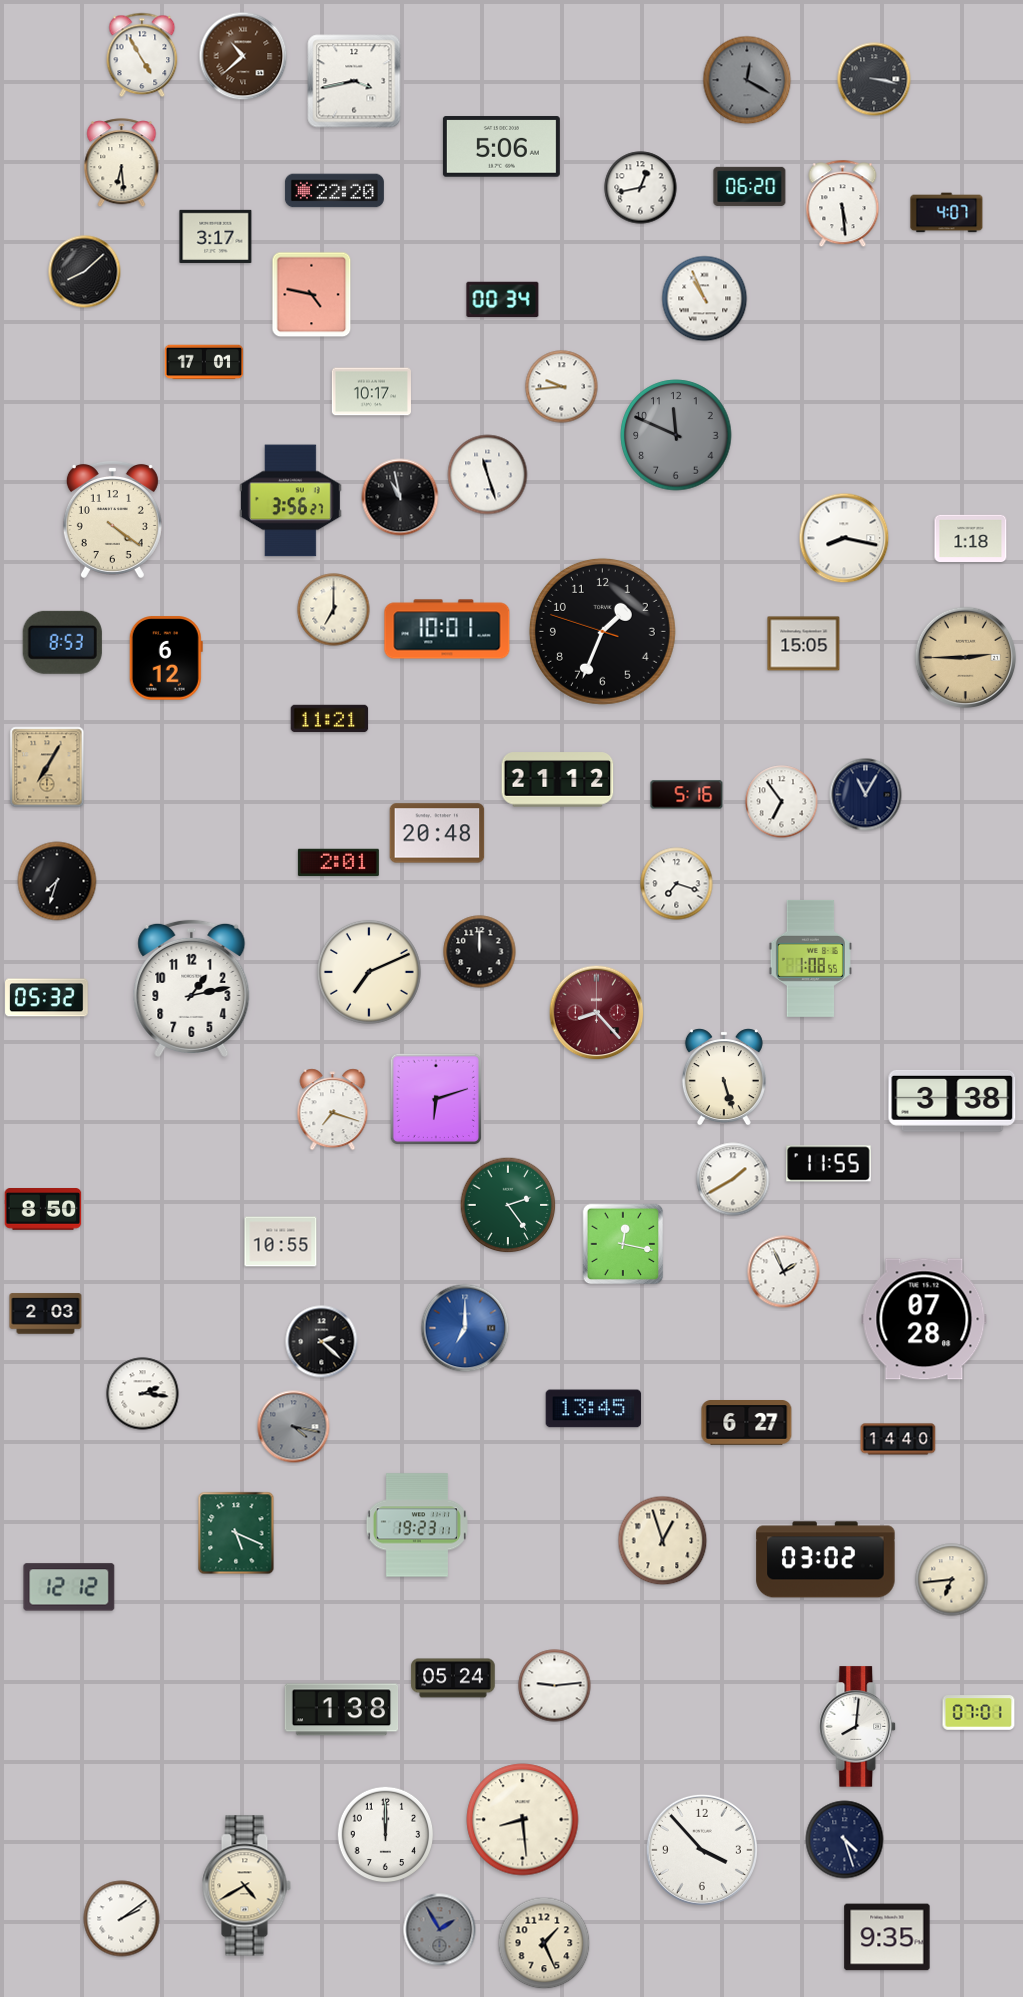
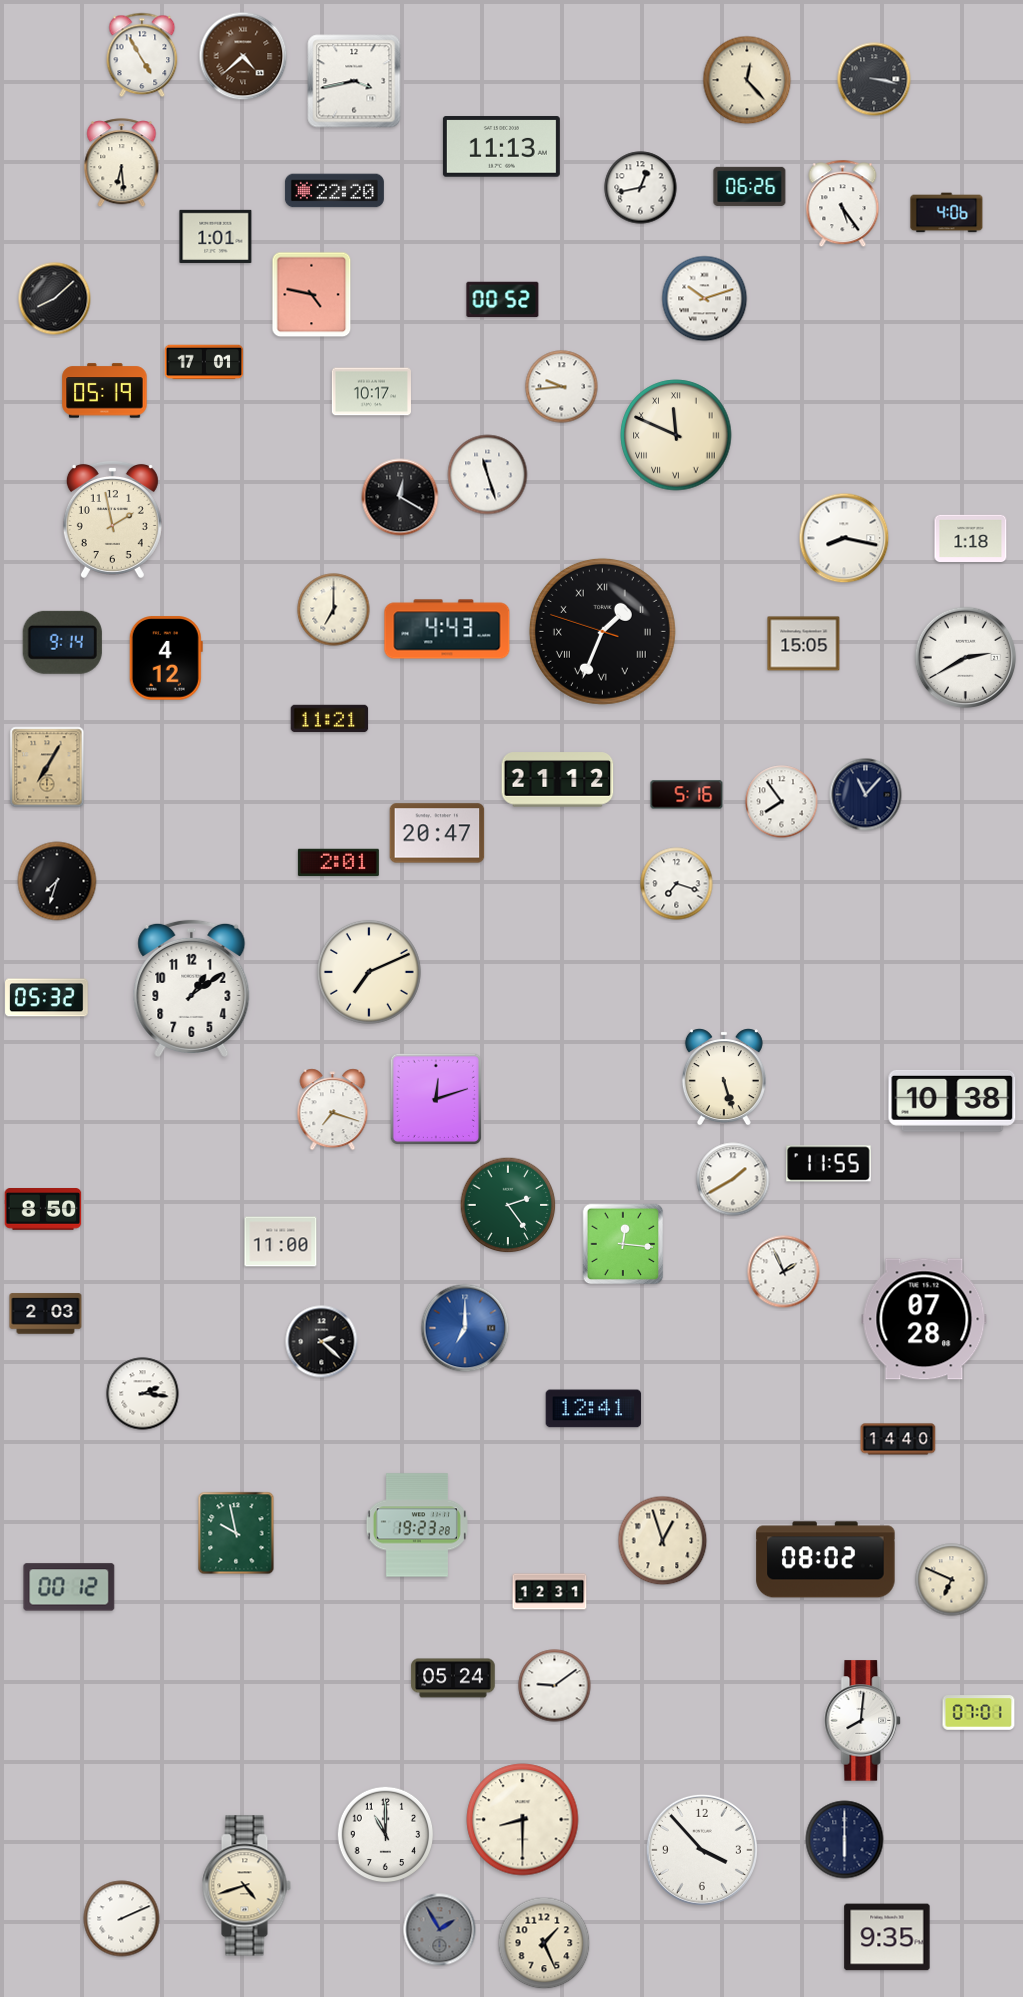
clock at (243, 56): 10:38 -> 4:38
clock at (747, 80): 12:20 -> 12:23
clock at (747, 80) dial: grey -> cream
clock at (501, 147): 5:06 -> 11:13
clock at (750, 186): 06:20 -> 06:26
clock at (843, 204): 5:29 -> 5:24
clock at (947, 213): 4:07 -> 4:06
clock at (216, 236): 3:17 -> 1:01
clock at (85, 272) position: (85, 272) -> (55, 299)
clock at (705, 299): 10:56 -> 10:12
clock at (503, 300): 00:34 -> 00:52
clock at (105, 391): none -> 05:19
clock at (676, 435) dial: grey -> cream
clock at (676, 435) numerals: Arabic -> Roman
clock at (400, 497): 10:58 -> 12:20
clock at (290, 501): 3:56 -> none
clock at (112, 519): 4:21 -> 1:58
clock at (447, 629): 10:01 -> 4:43
clock at (602, 631) numerals: Arabic -> Roman
clock at (62, 642): 8:53 -> 9:14
clock at (166, 658): 6:12 -> 4:12
clock at (966, 658): 2:45 -> 2:40
clock at (966, 658) dial: champagne -> white
clock at (866, 795): 11:05 -> 11:07
clock at (782, 802): 6:54 -> 7:54
clock at (437, 833): 20:48 -> 20:47
clock at (480, 952): 12:00 -> none
clock at (810, 958): 1:08 -> none
clock at (192, 988): 1:13 -> 1:09
clock at (597, 1013): 8:23 -> none
clock at (436, 1099): 6:12 -> 12:12
clock at (952, 1101): 3:38 -> 10:38
clock at (281, 1242): 10:55 -> 11:00
clock at (623, 1244): 12:17 -> 12:16
clock at (594, 1409): 13:45 -> 12:41
clock at (747, 1423): 6:27 -> none
clock at (294, 1427): 4:17 -> none
clock at (417, 1525): 19:23:11 -> 19:23:28
clock at (236, 1533): 5:19 -> 9:58
clock at (826, 1560): 03:02 -> 08:02
clock at (952, 1580): 6:44 -> 6:49
clock at (69, 1587): 12:12 -> 00:12
clock at (550, 1592): none -> 12:31
clock at (555, 1686): 9:14 -> 9:09
clock at (342, 1710): 1:38 -> none
clock at (858, 1727) position: (858, 1727) -> (863, 1721)
clock at (523, 1820): 8:29 -> 8:30
clock at (386, 1835): 12:00 -> 11:00
clock at (845, 1840): 4:27 -> 6:00
clock at (246, 1886): 4:40 -> 4:42
clock at (122, 1919): 2:09 -> 2:11
